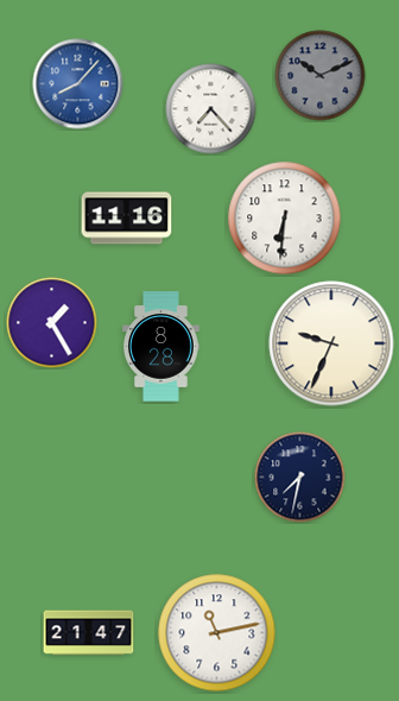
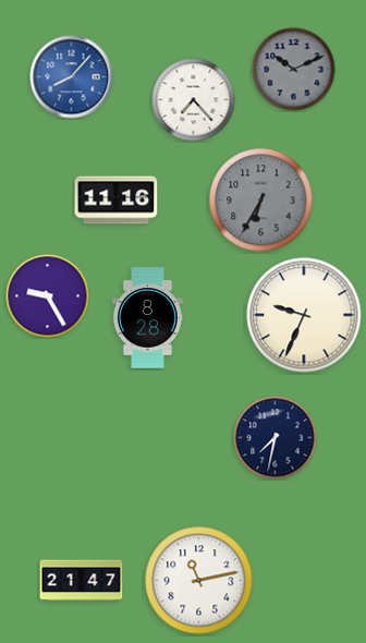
clock at (285, 219): 6:31 -> 6:35
clock at (285, 219) dial: white -> grey
clock at (52, 323): 1:25 -> 9:25
